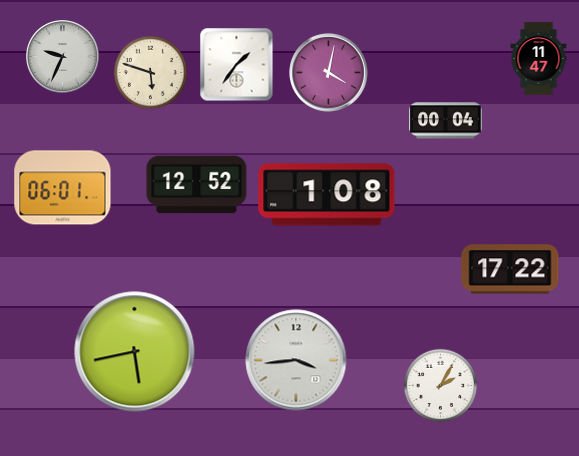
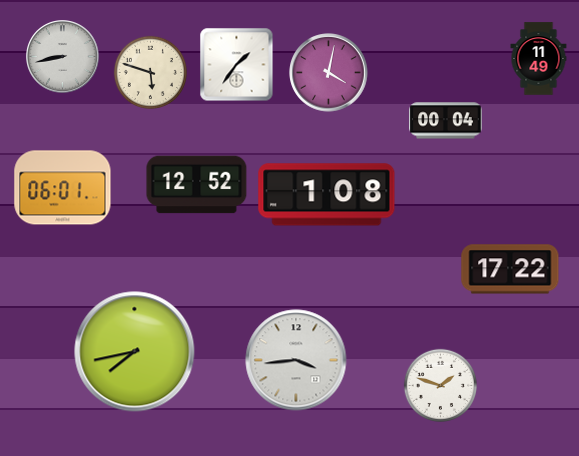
clock at (63, 57): 9:34 -> 8:43
clock at (539, 59): 11:47 -> 11:49
clock at (135, 352): 5:43 -> 7:43
clock at (440, 385): 2:05 -> 1:48
